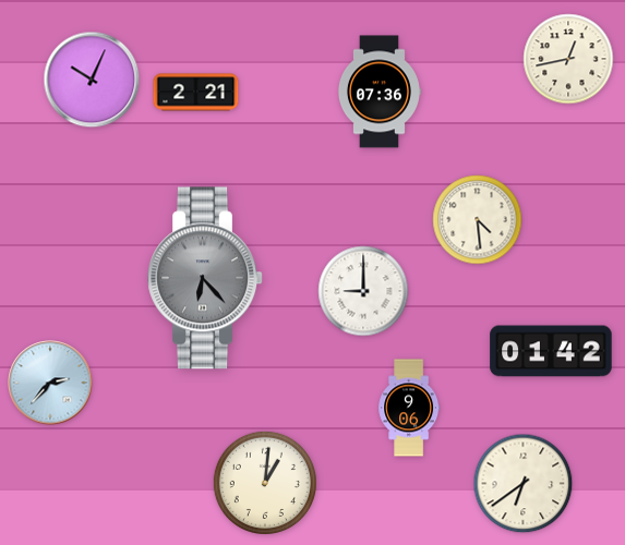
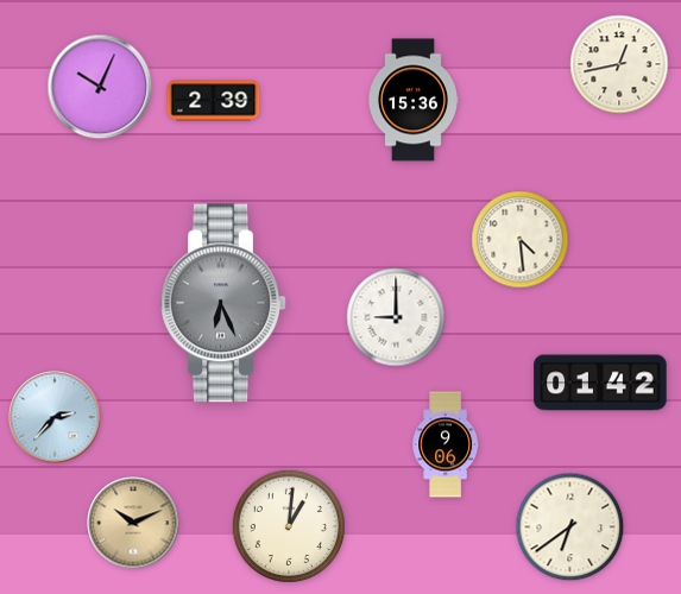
clock at (378, 92): 07:36 -> 15:36
clock at (196, 93): 2:21 -> 2:39
clock at (206, 278): 6:23 -> 6:26
clock at (133, 523): none -> 10:11
